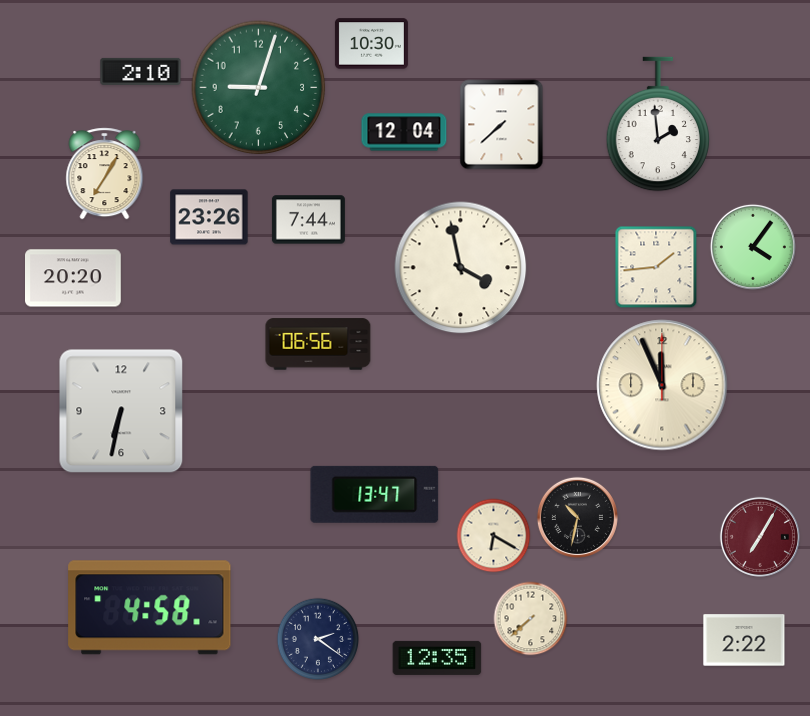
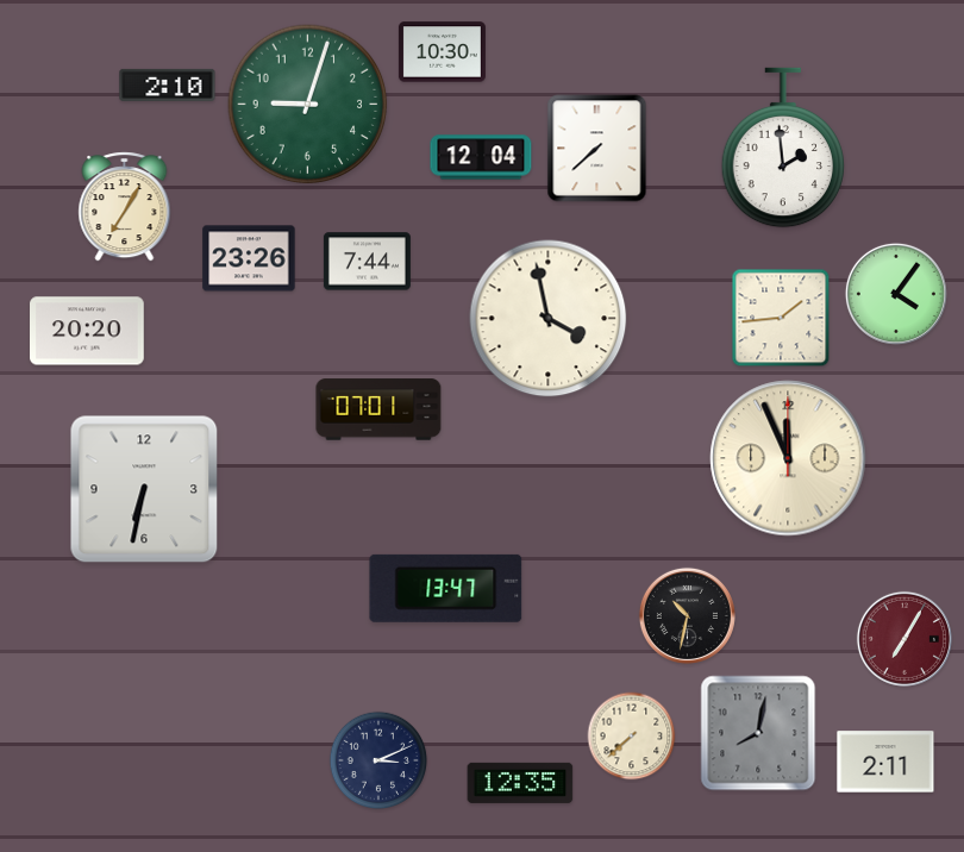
clock at (318, 344): 06:56 -> 07:01
clock at (494, 536): 6:20 -> none
clock at (150, 608): 4:58 -> none
clock at (758, 733): none -> 8:02
clock at (318, 639): 2:21 -> 3:11
clock at (744, 640): 2:22 -> 2:11
